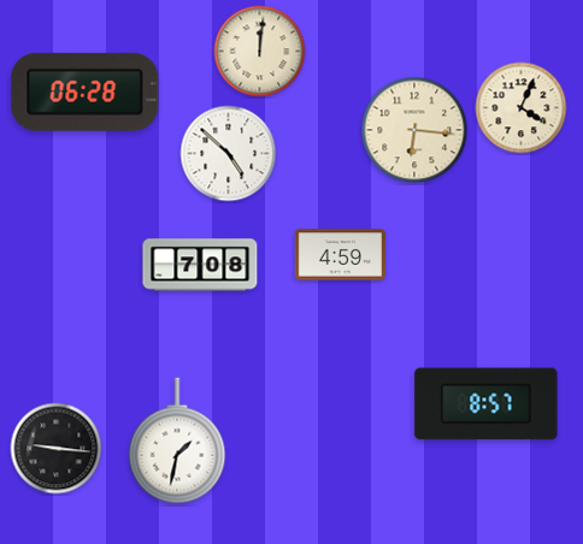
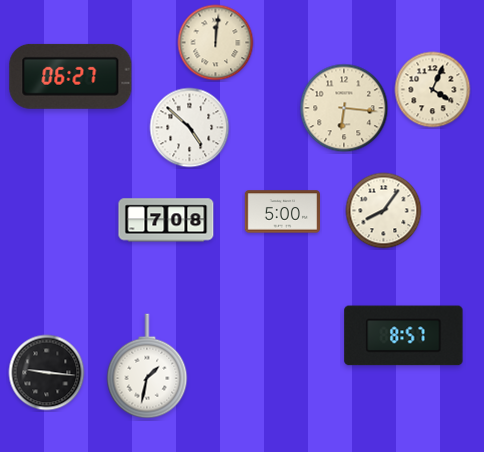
clock at (86, 91): 06:28 -> 06:27
clock at (384, 211): none -> 8:06
clock at (340, 255): 4:59 -> 5:00
